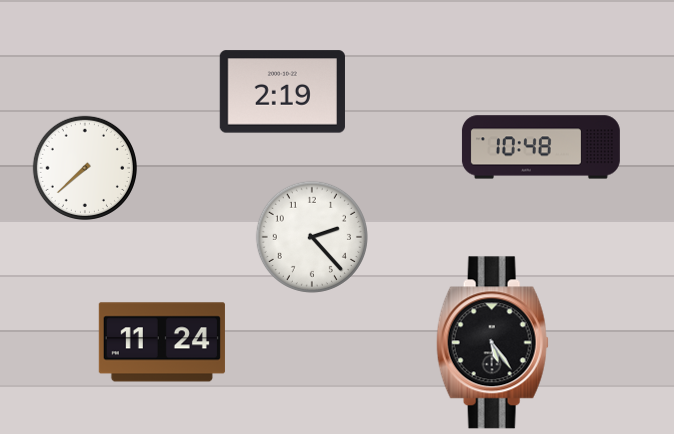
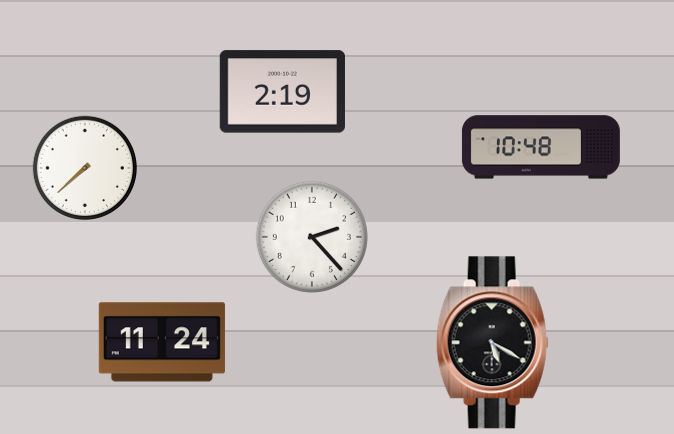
clock at (492, 343): 5:24 -> 5:20
